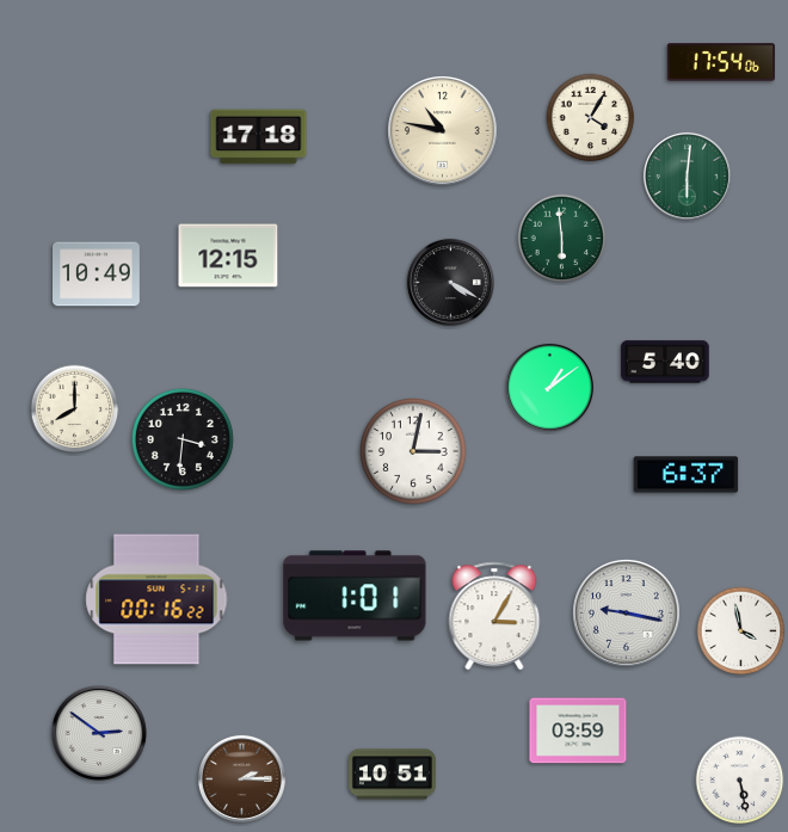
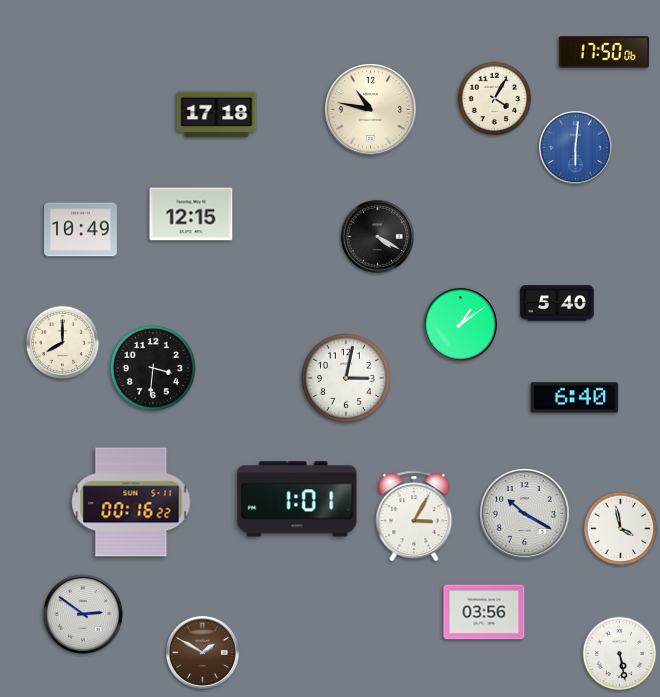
clock at (721, 62): 17:54 -> 17:50
clock at (687, 175) dial: green -> blue
clock at (562, 239): 5:59 -> none
clock at (687, 475): 6:37 -> 6:40
clock at (627, 614): 9:17 -> 10:20
clock at (578, 731): 03:59 -> 03:56
clock at (393, 775): 10:51 -> none
clock at (241, 778): 2:15 -> 1:50
